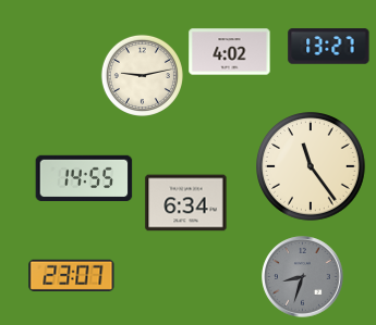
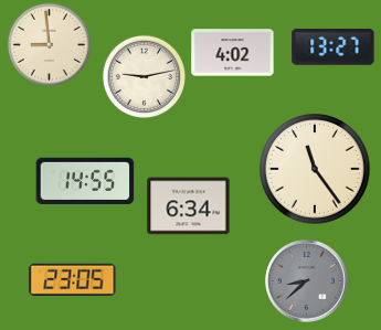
clock at (49, 44): none -> 8:59
clock at (72, 275): 23:07 -> 23:05
clock at (303, 277): 8:33 -> 8:38
